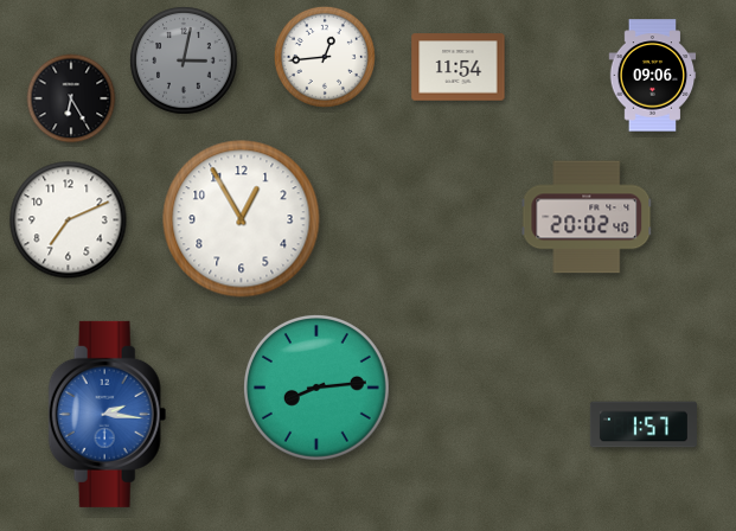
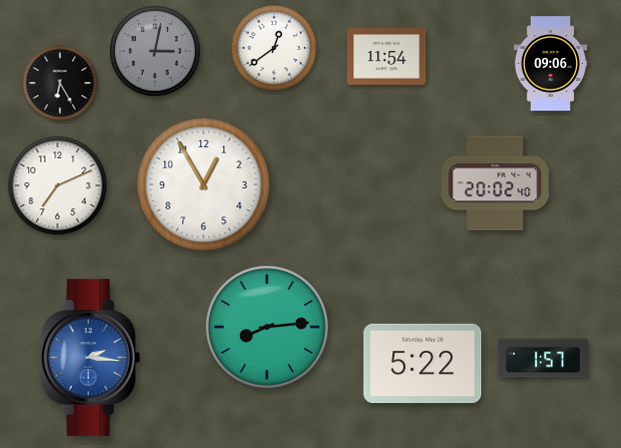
clock at (325, 57): 12:44 -> 12:39
clock at (108, 414) position: (108, 414) -> (91, 357)
clock at (423, 364): none -> 5:22
